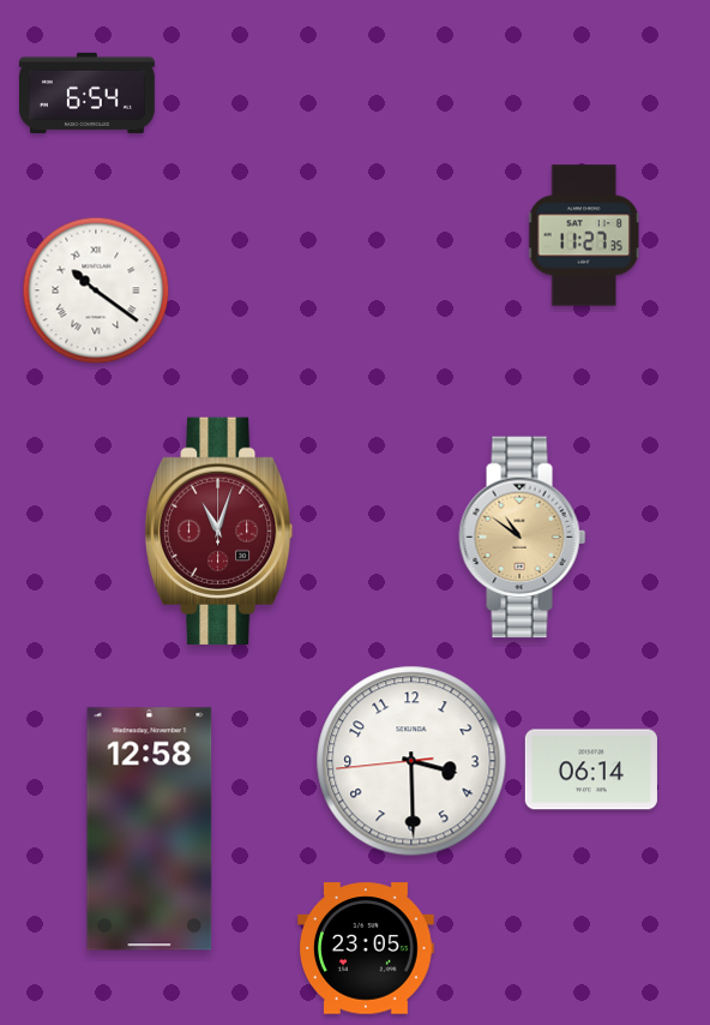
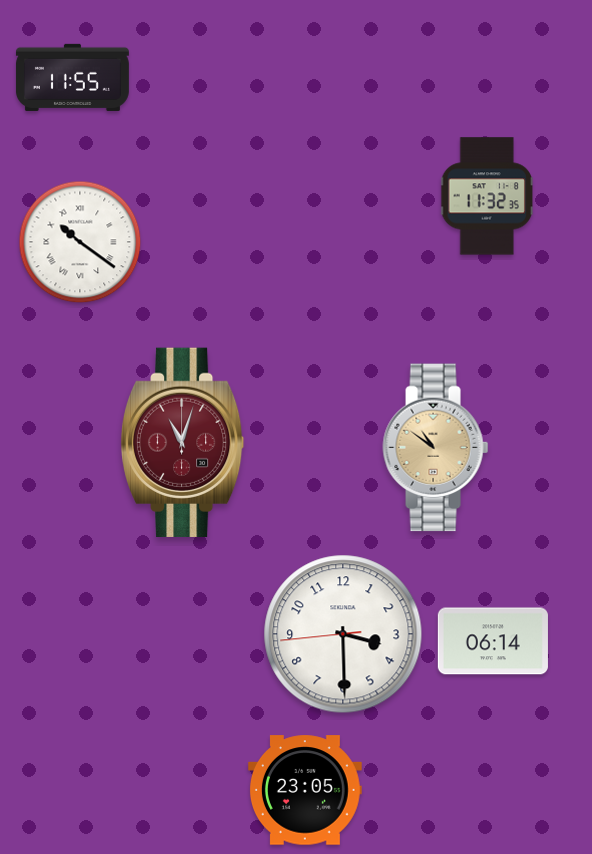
clock at (86, 92): 6:54 -> 11:55
clock at (585, 235): 11:27 -> 11:32
clock at (150, 829): 12:58 -> none
